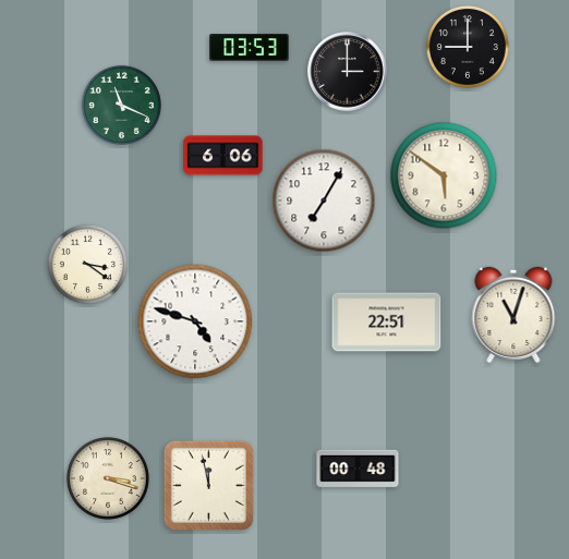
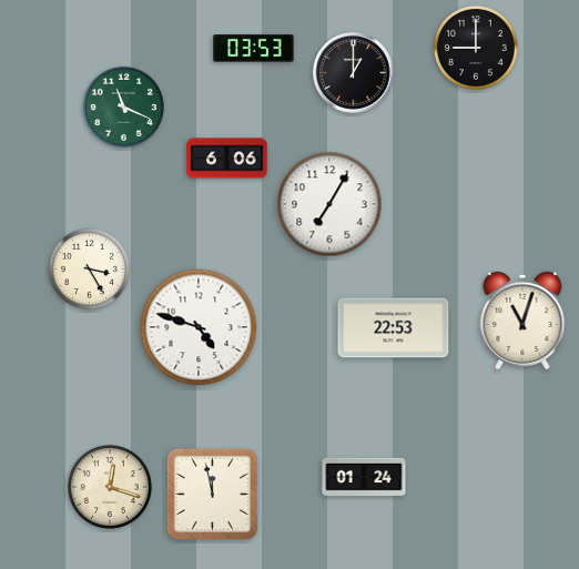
clock at (348, 72): 3:00 -> 1:00
clock at (444, 175): 5:51 -> none
clock at (87, 264): 3:21 -> 3:25
clock at (387, 323): 22:51 -> 22:53
clock at (358, 469): 00:48 -> 01:24
clock at (108, 478): 3:18 -> 12:18
